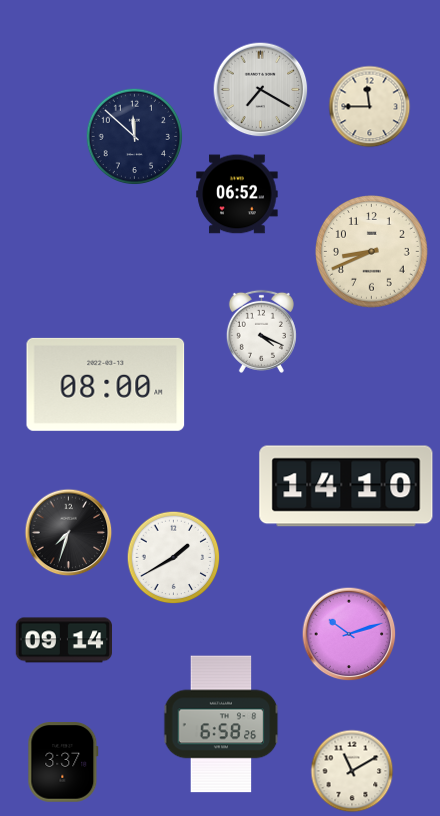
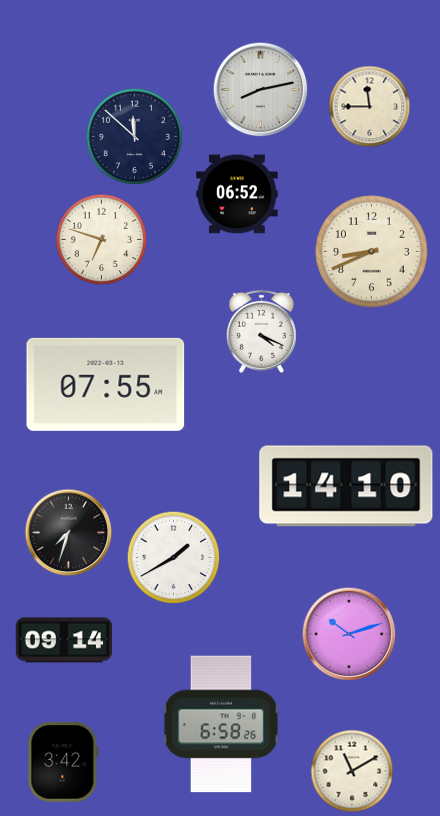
clock at (261, 90): 7:20 -> 8:13
clock at (102, 240): none -> 6:48
clock at (106, 384): 08:00 -> 07:55
clock at (63, 762): 3:37 -> 3:42
